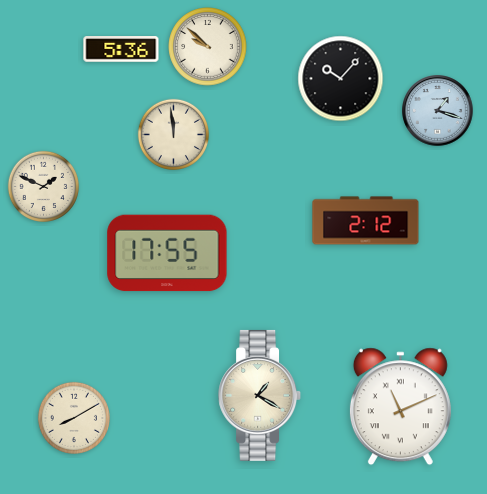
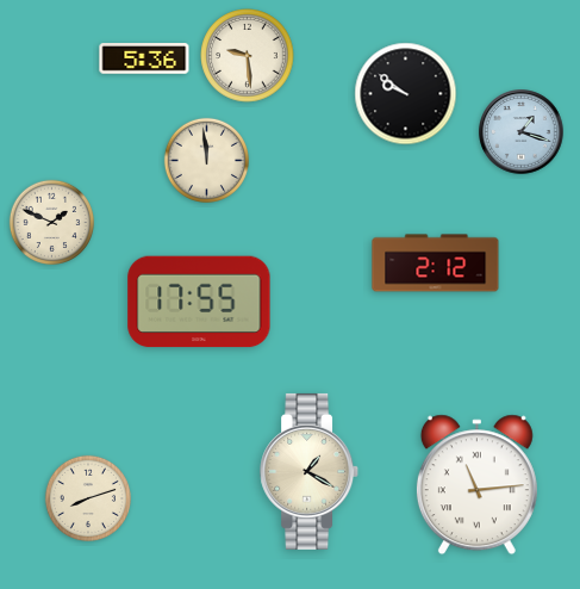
clock at (208, 47): 9:52 -> 9:29
clock at (341, 79): 10:07 -> 9:51
clock at (400, 407): 11:11 -> 11:14
clock at (74, 418): 8:10 -> 8:12
